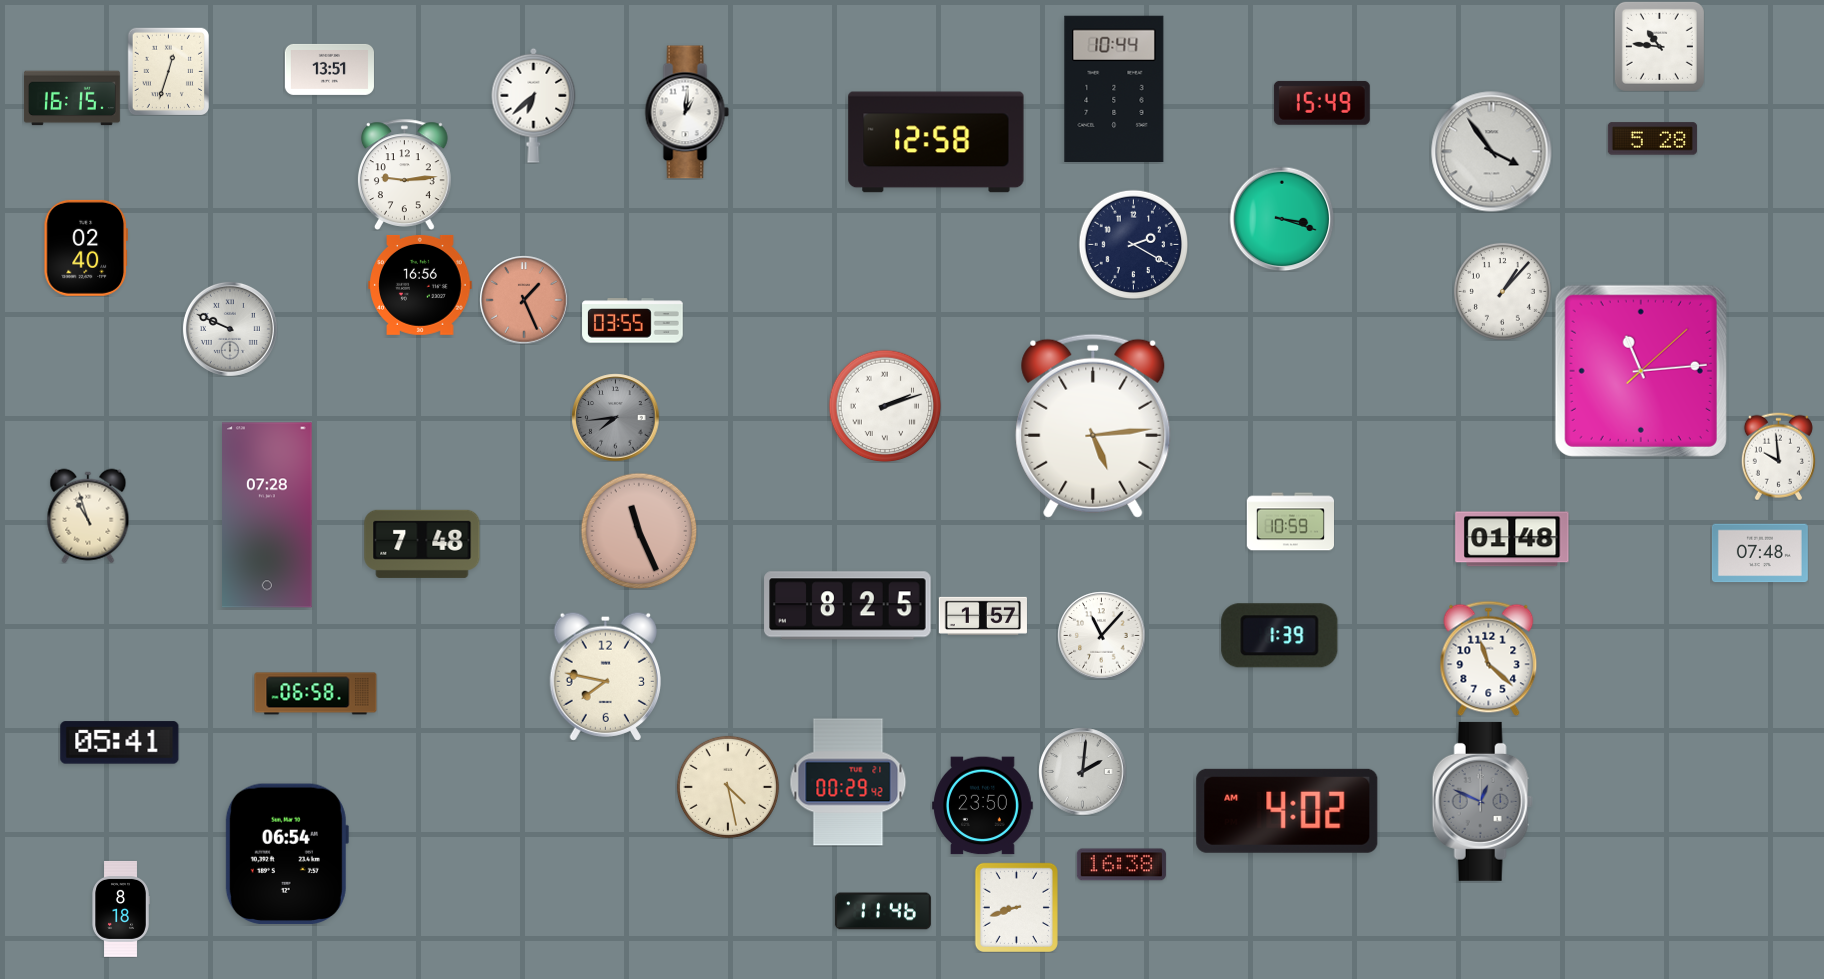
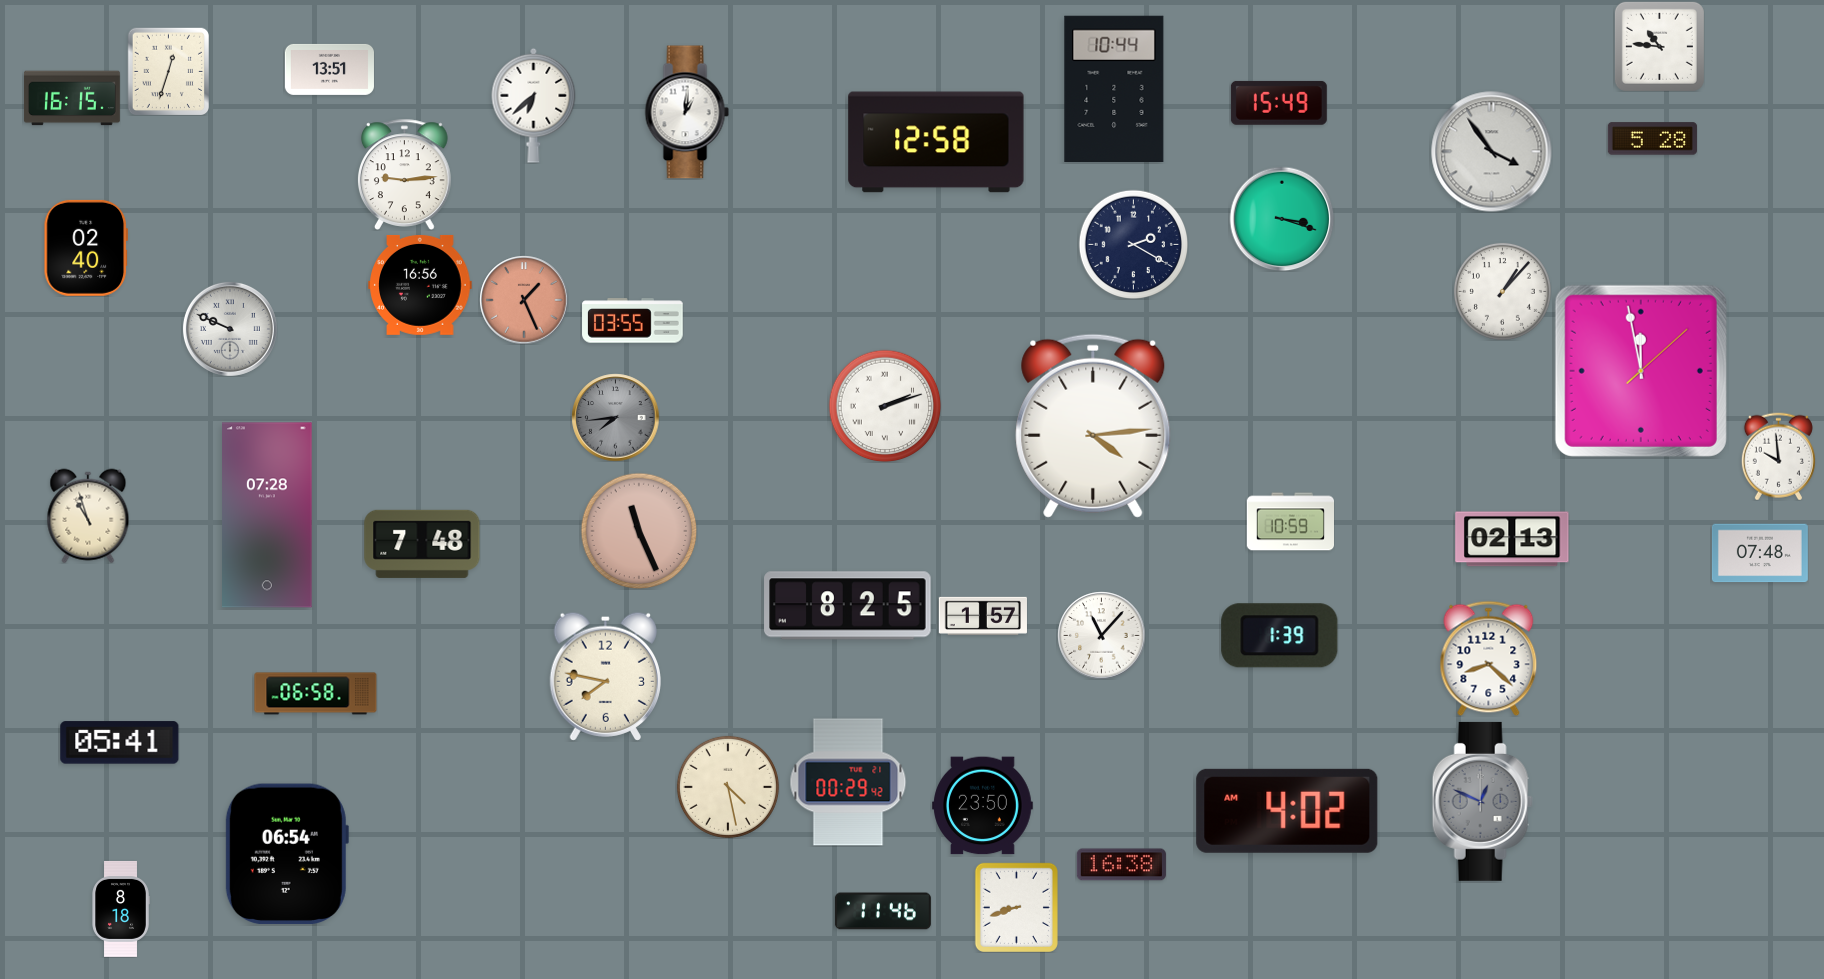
clock at (1322, 103) position: (1322, 103) -> (1279, 103)
clock at (1641, 371): 11:14 -> 11:58
clock at (1093, 426): 5:14 -> 4:14
clock at (1512, 539): 01:48 -> 02:13
clock at (1489, 658): 11:22 -> 8:22
clock at (1082, 771): 2:01 -> none
